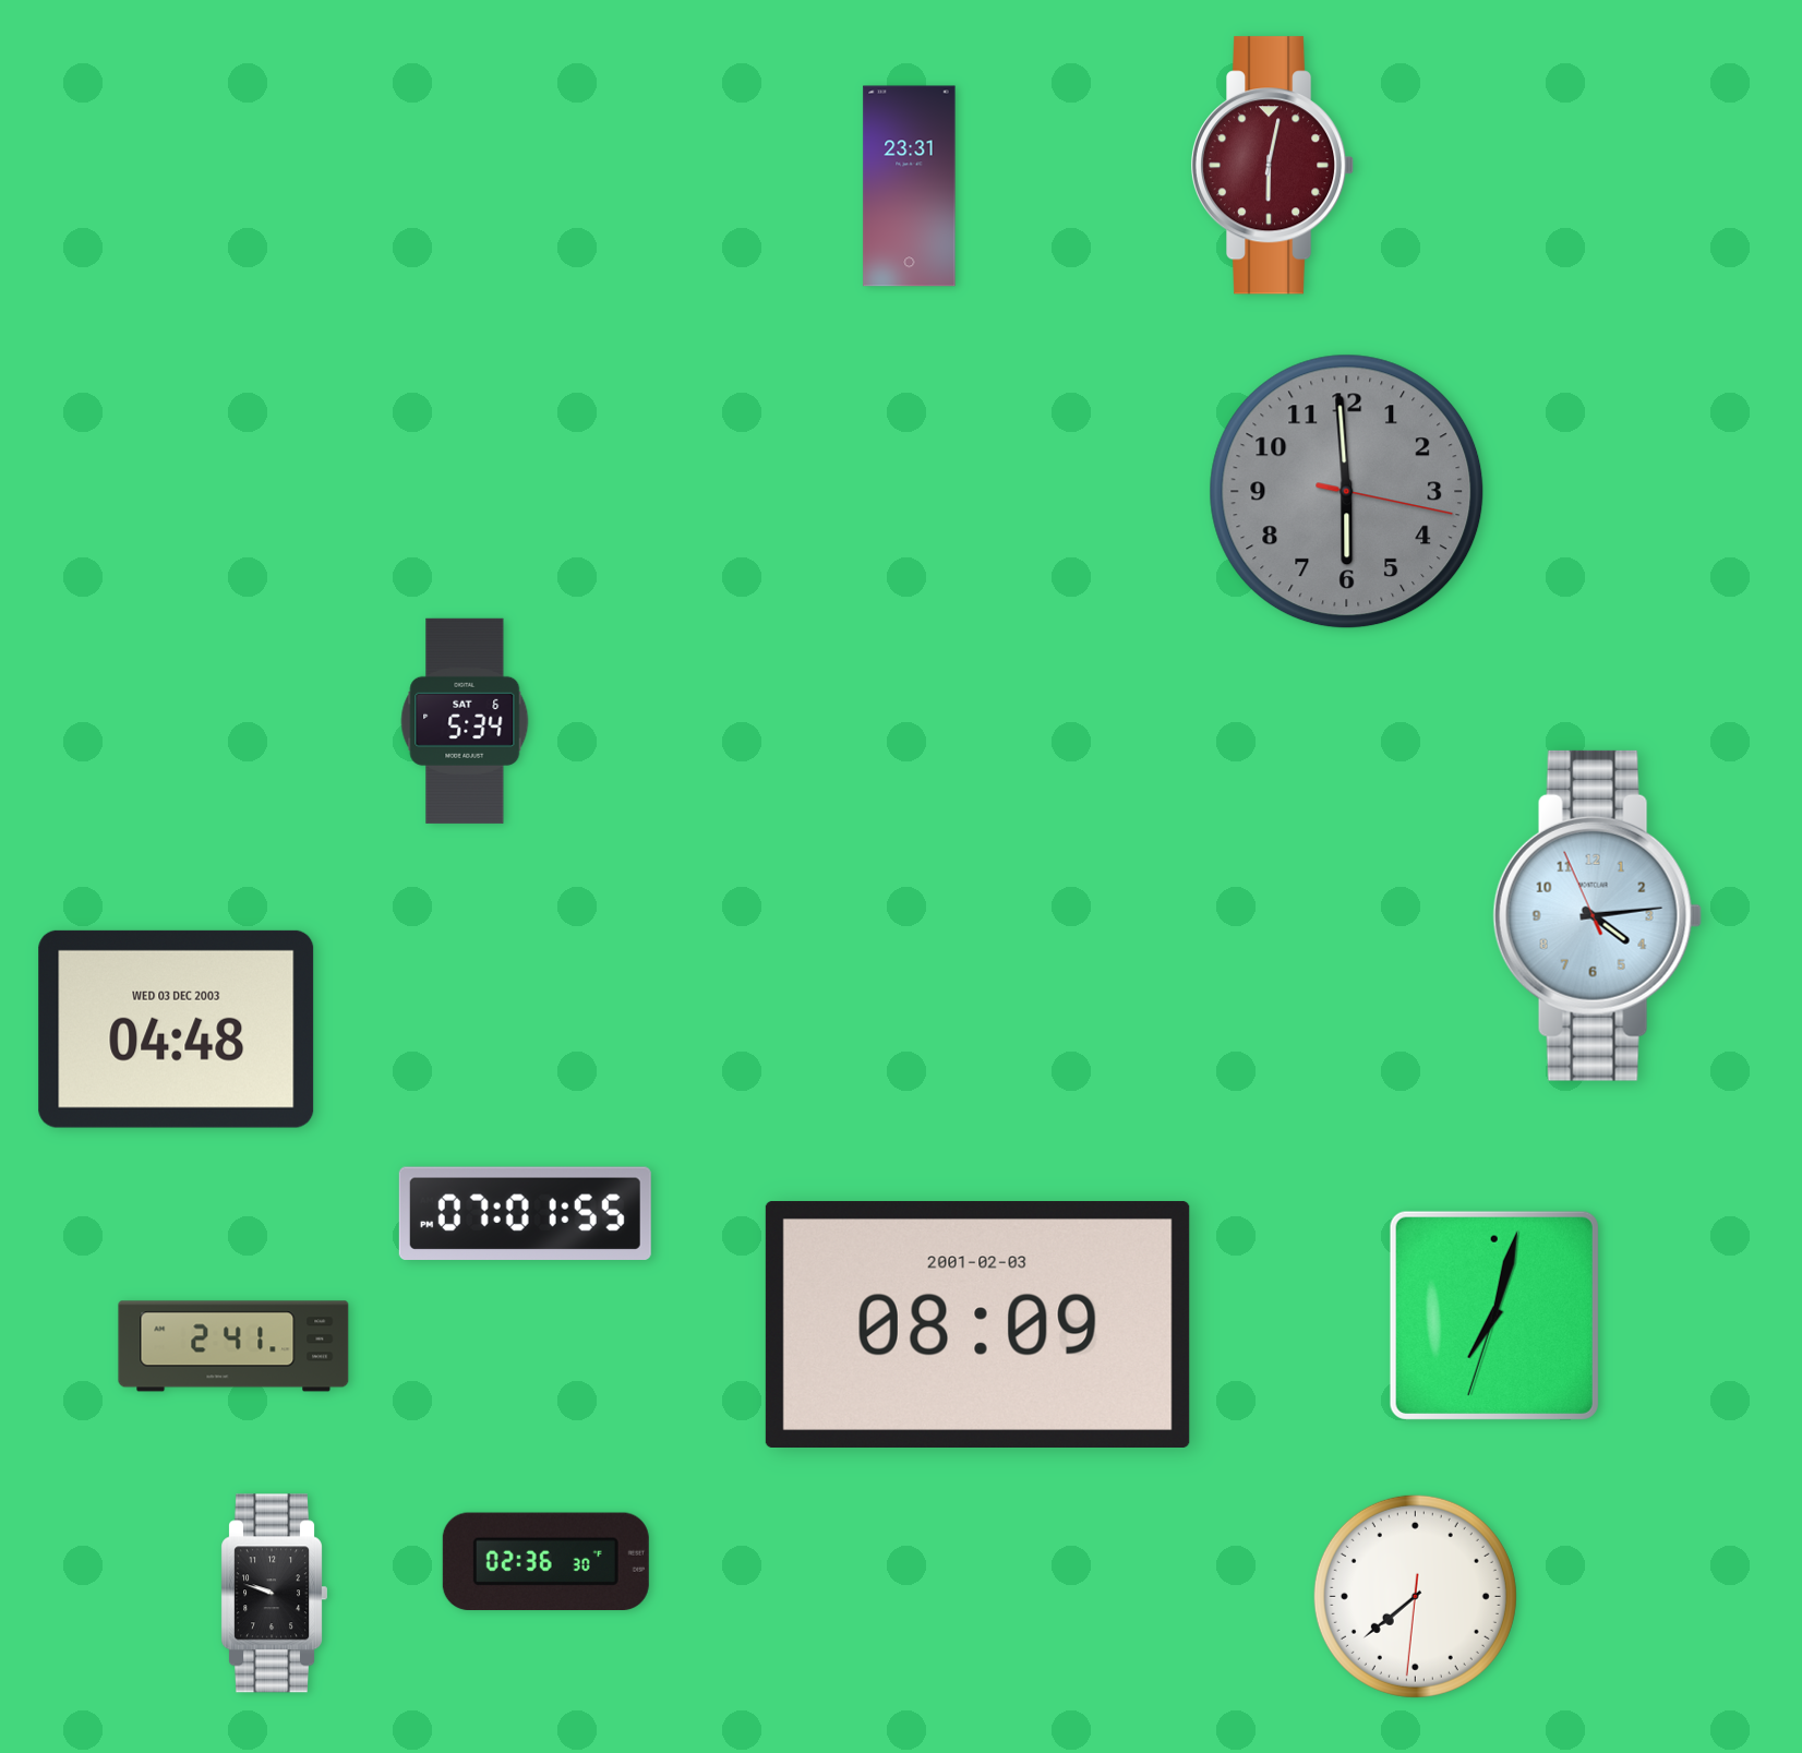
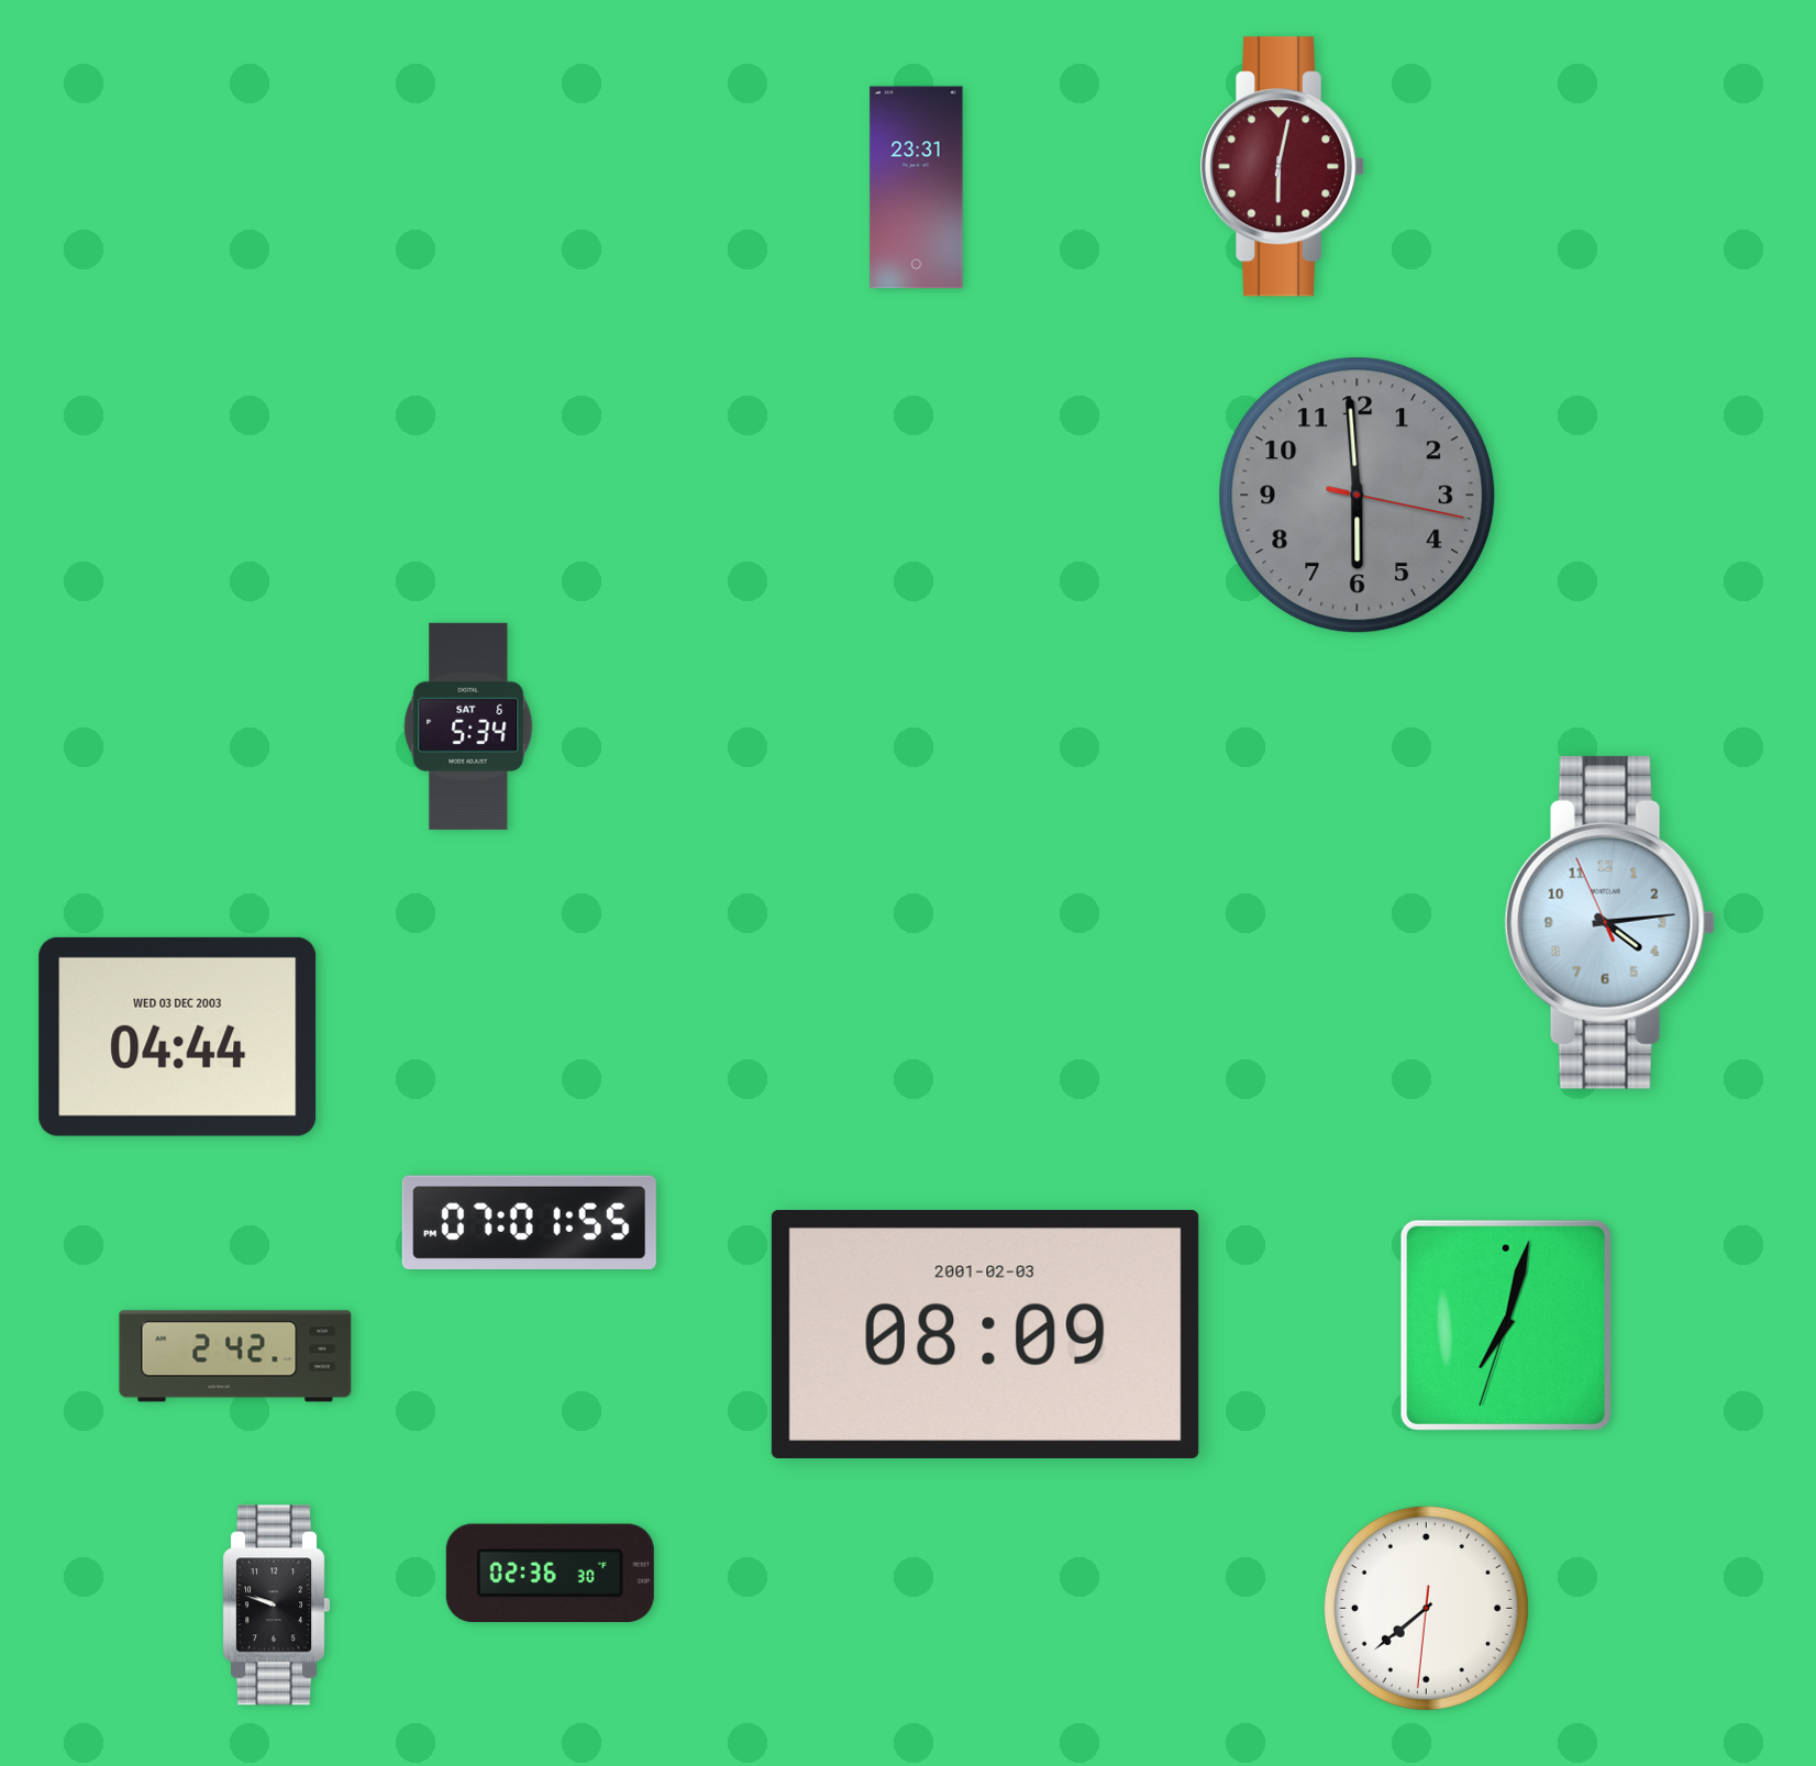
clock at (177, 1029): 04:48 -> 04:44
clock at (233, 1346): 2:41 -> 2:42
